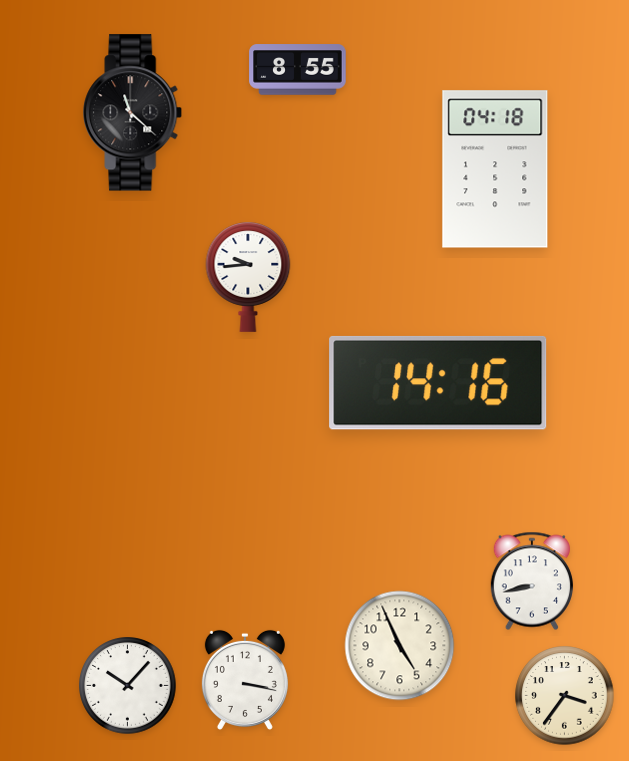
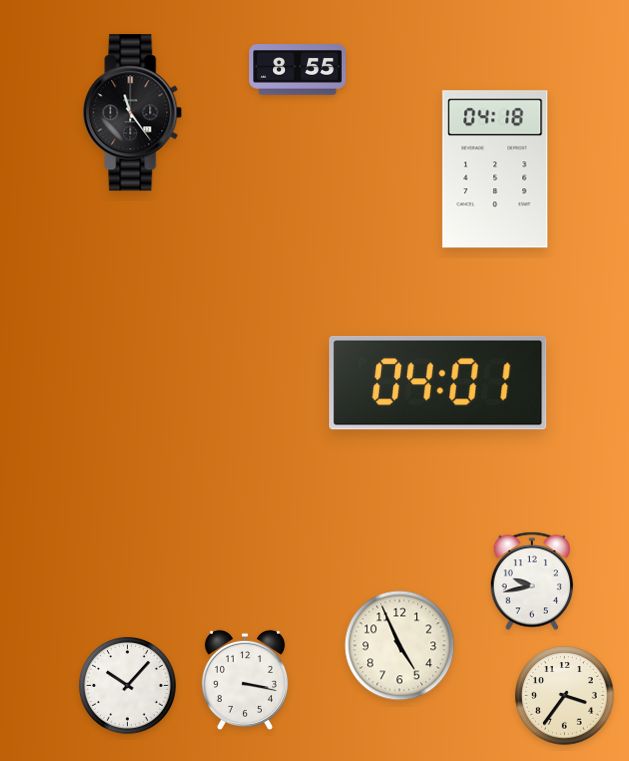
clock at (133, 113): 11:22 -> 11:24
clock at (248, 277): 9:44 -> none
clock at (438, 383): 14:16 -> 04:01
clock at (532, 581): 8:43 -> 9:43
